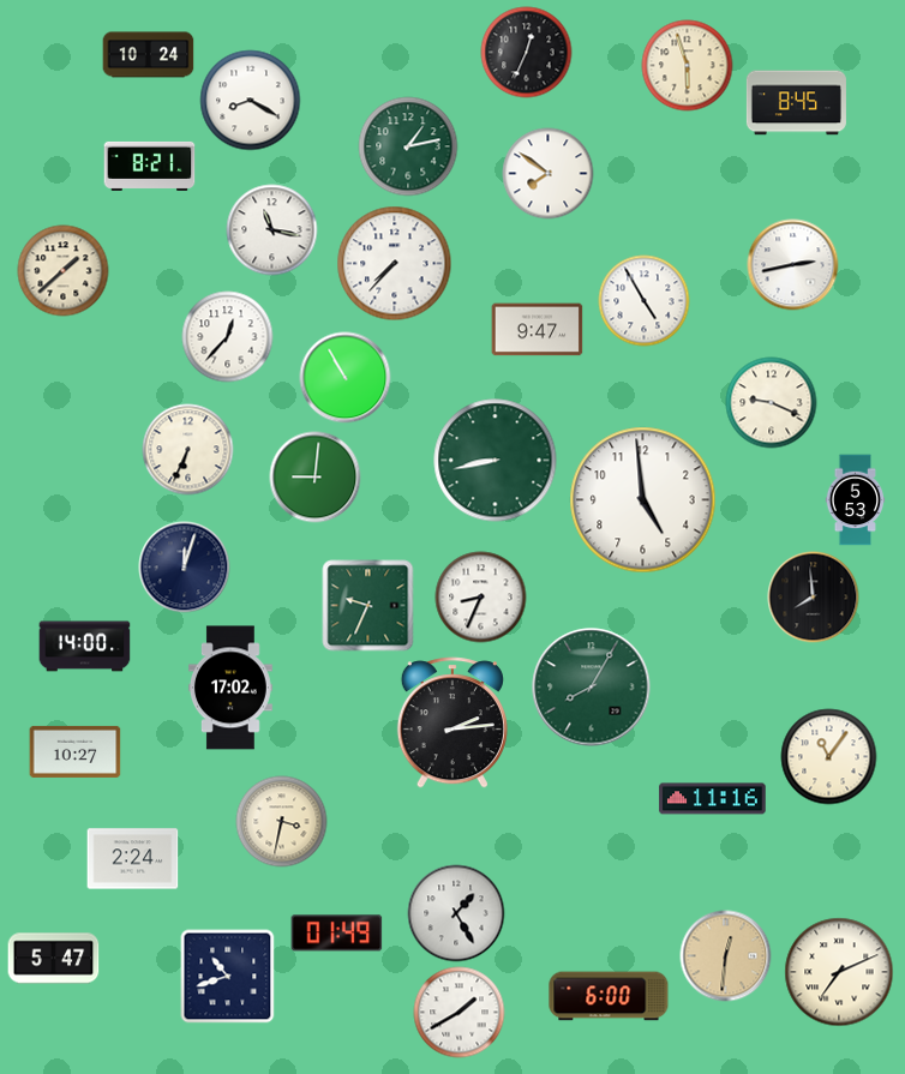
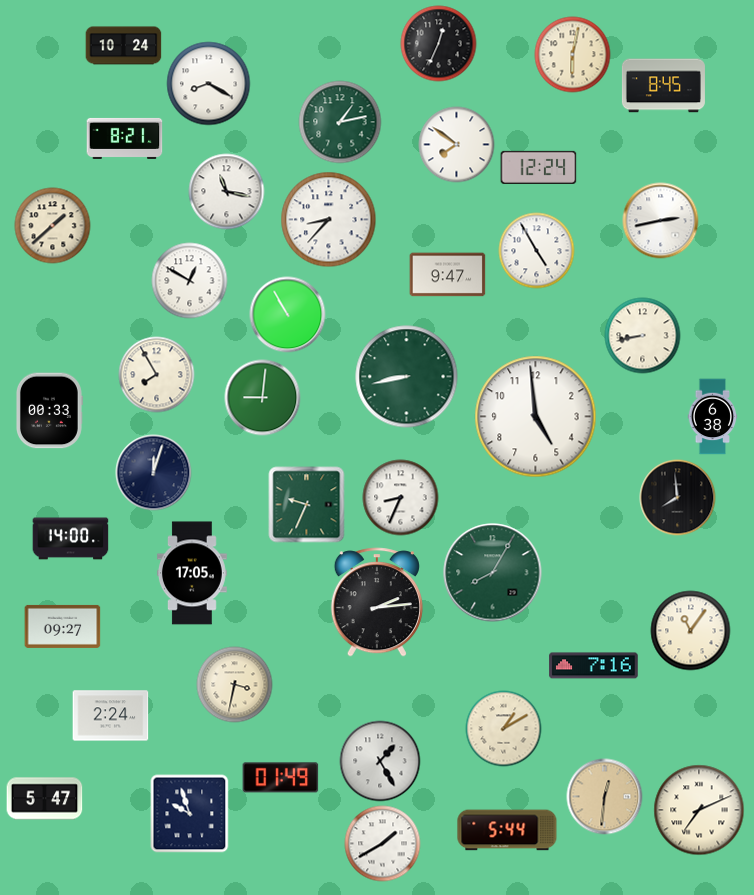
clock at (688, 66): 5:57 -> 6:02
clock at (539, 167): none -> 12:24
clock at (395, 264): 7:37 -> 8:37
clock at (228, 337): 12:37 -> 12:50
clock at (772, 403): 9:19 -> 8:43
clock at (188, 450): 6:34 -> 7:55
clock at (496, 461) position: (496, 461) -> (407, 377)
clock at (49, 411): none -> 00:33
clock at (856, 500): 5:53 -> 6:38
clock at (230, 688): 17:02 -> 17:05
clock at (76, 751): 10:27 -> 09:27
clock at (713, 799): 11:16 -> 7:16
clock at (504, 729): none -> 1:10
clock at (228, 977): 10:42 -> 9:57
clock at (609, 996): 6:00 -> 5:44
